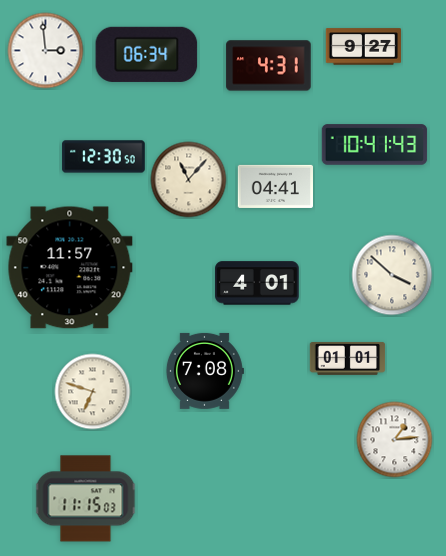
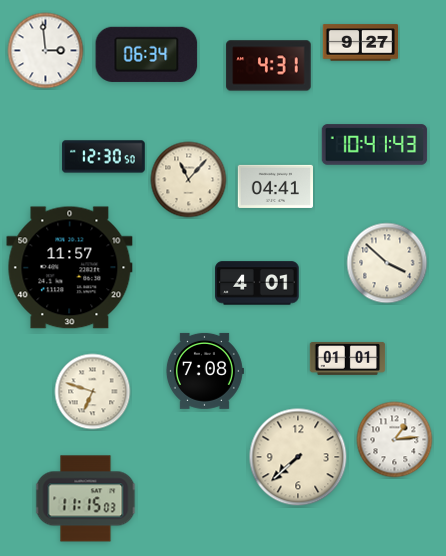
clock at (364, 47) position: (364, 47) -> (361, 43)
clock at (392, 275) position: (392, 275) -> (387, 263)
clock at (298, 457): none -> 7:38
